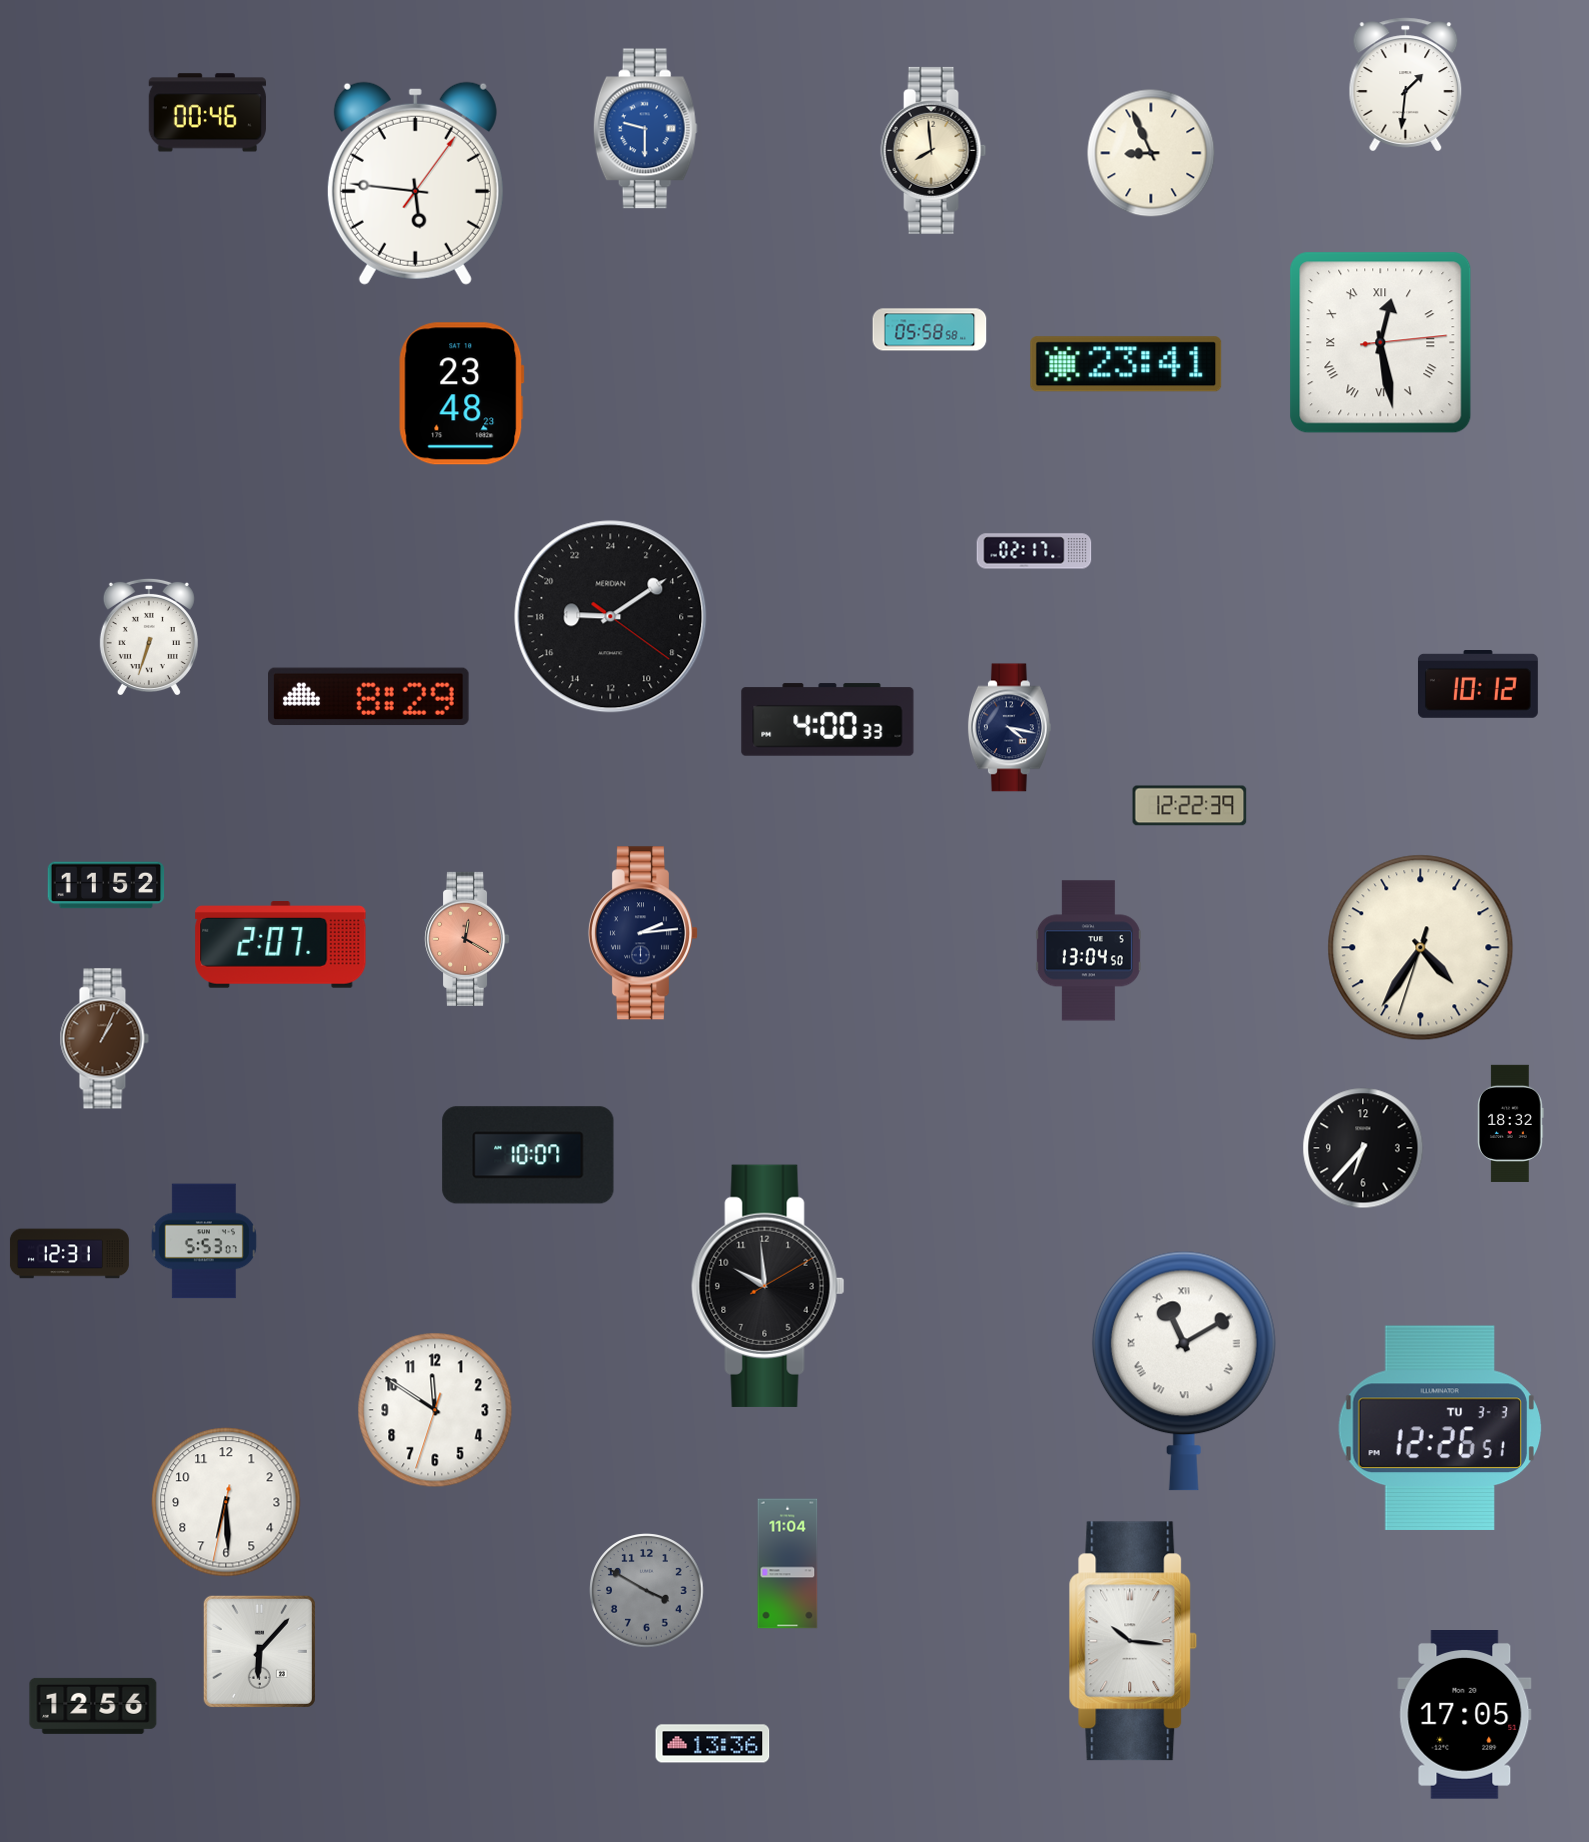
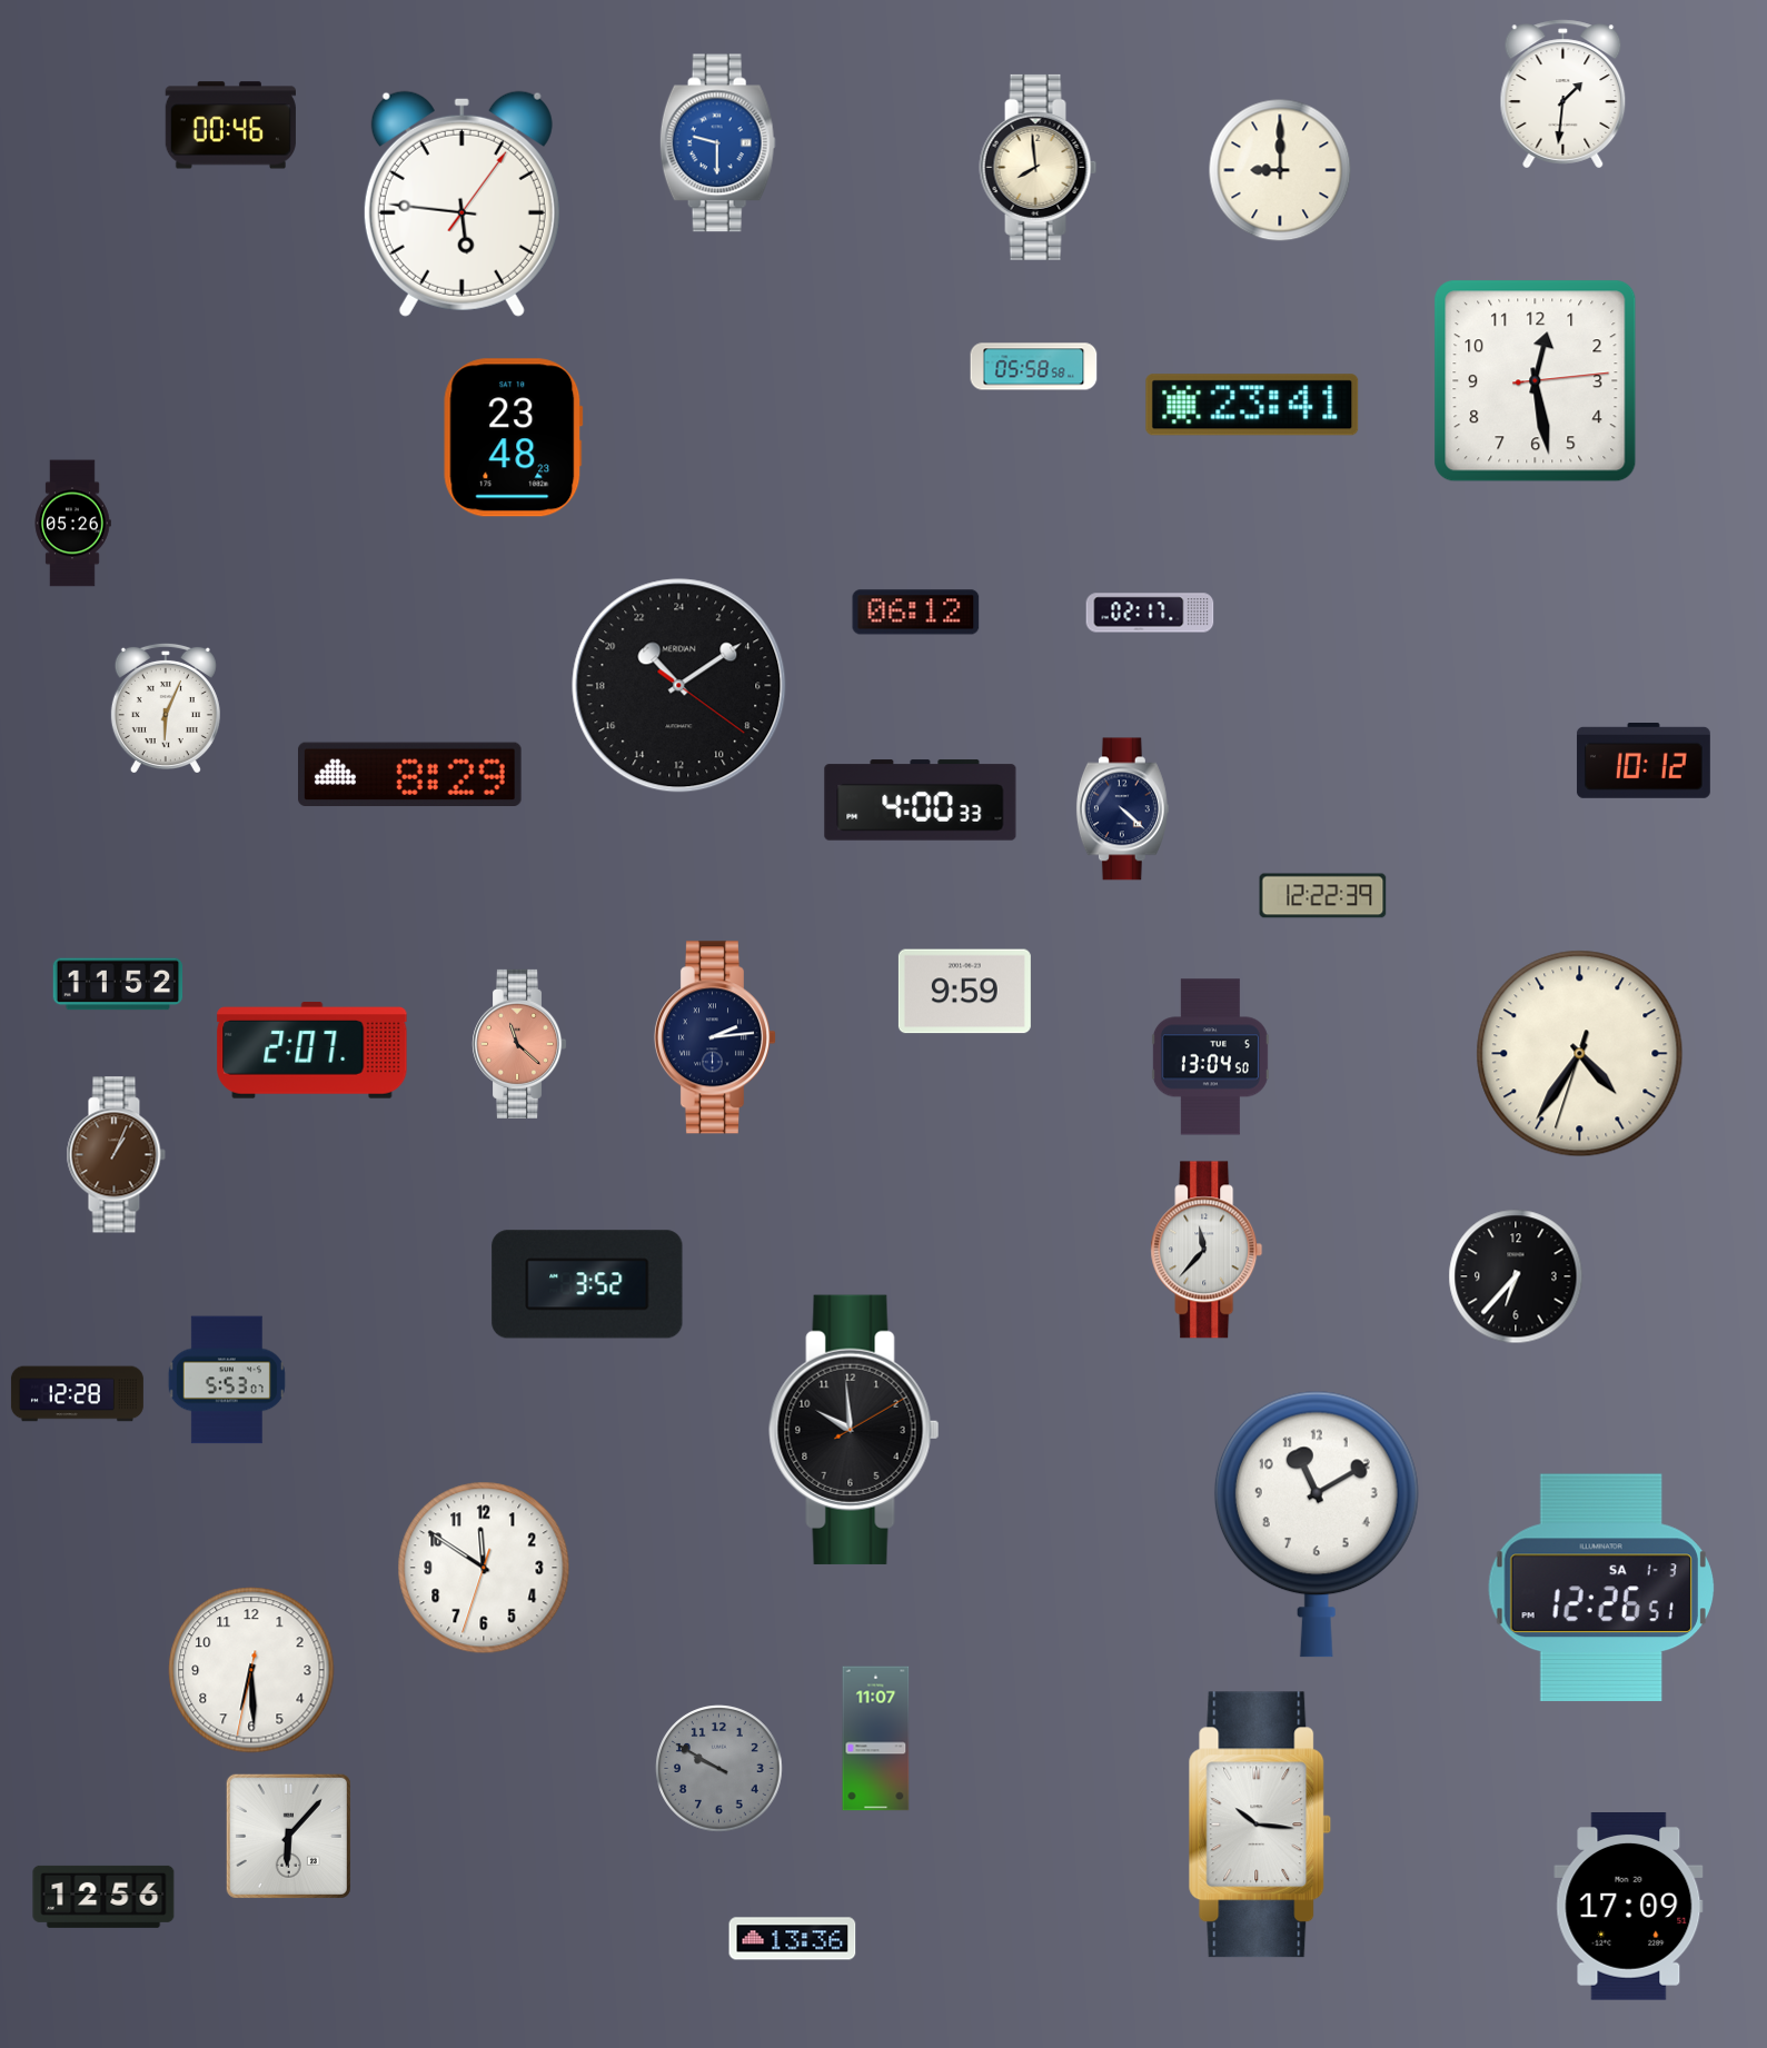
clock at (1151, 153): 8:56 -> 9:00
clock at (1381, 343) numerals: Roman -> Arabic
clock at (72, 524): none -> 05:26
clock at (916, 613): none -> 06:12
clock at (611, 617): 18:09 -> 21:09
clock at (149, 636): 6:33 -> 6:04
clock at (1009, 728): 4:17 -> 4:22
clock at (964, 992): none -> 9:59
clock at (467, 939): 12:20 -> 11:22
clock at (1511, 1123): 18:32 -> none
clock at (1207, 1250): none -> 11:37
clock at (528, 1155): 10:07 -> 3:52
clock at (69, 1254): 12:31 -> 12:28
clock at (1184, 1371) numerals: Roman -> Arabic
clock at (1440, 1428) date: TU 3-3 -> SA 1-3
clock at (788, 1564): 11:04 -> 11:07
clock at (647, 1591): 3:50 -> 9:50
clock at (1465, 1715): 17:05 -> 17:09
